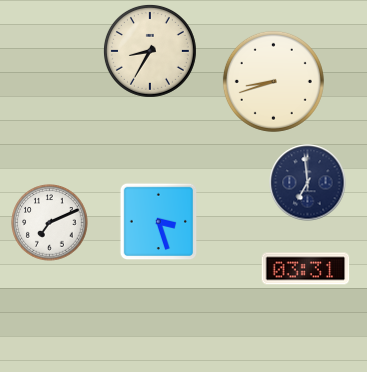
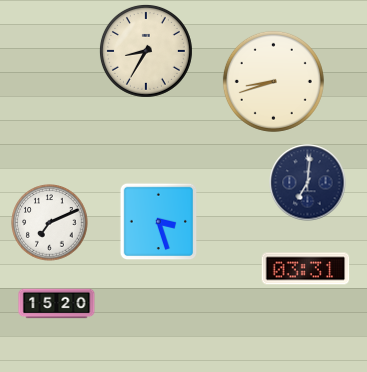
clock at (150, 51) position: (150, 51) -> (146, 51)
clock at (308, 183): 6:59 -> 7:01
clock at (57, 304): none -> 15:20
